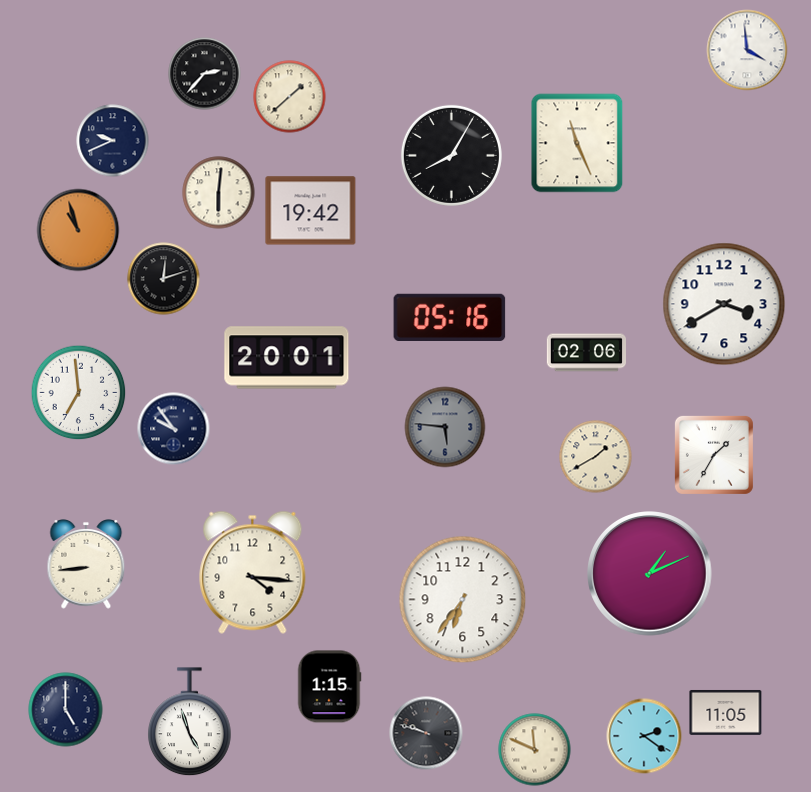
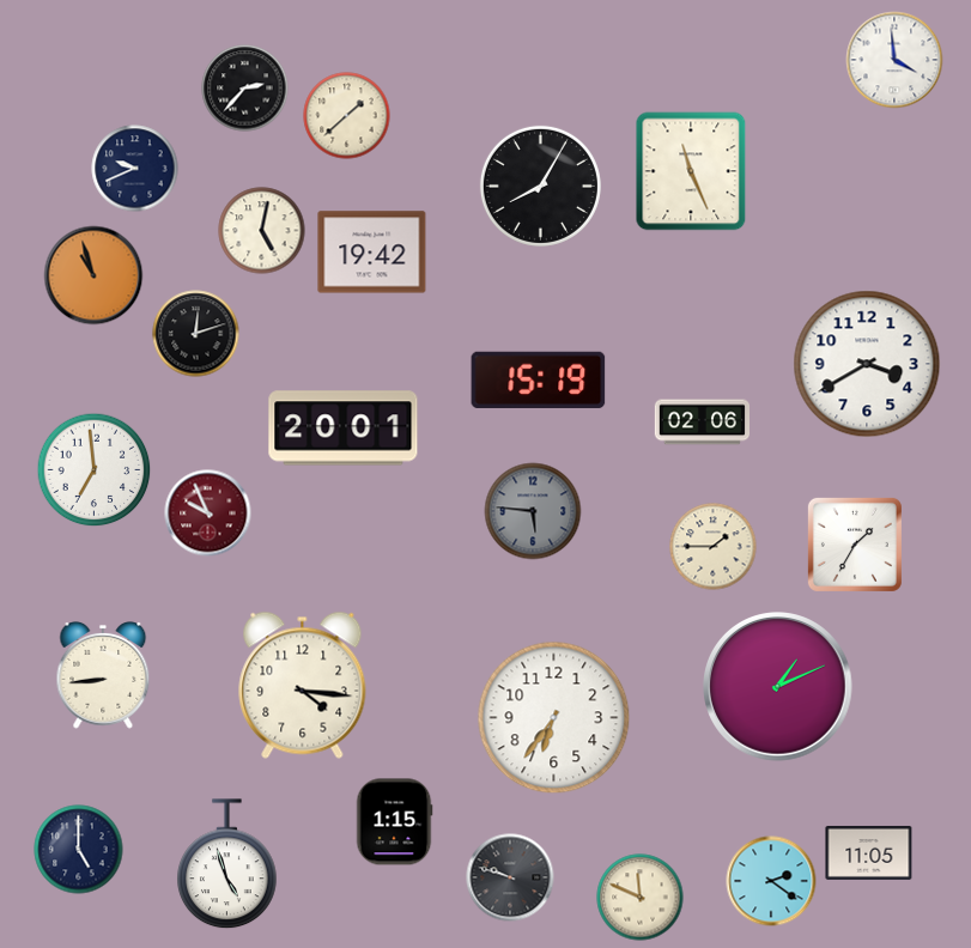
clock at (219, 193): 6:01 -> 5:02
clock at (450, 317): 05:16 -> 15:19
clock at (174, 429): 9:54 -> 9:56
clock at (174, 429) dial: navy -> burgundy
clock at (596, 457): 1:40 -> 1:45
